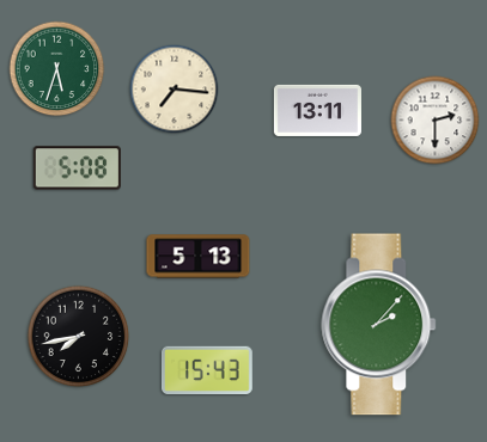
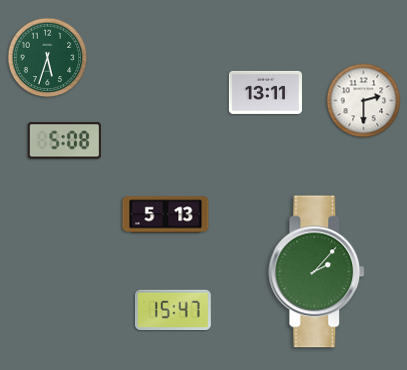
clock at (175, 90): 7:16 -> none
clock at (79, 337): 7:43 -> none
clock at (207, 370): 15:43 -> 15:47
